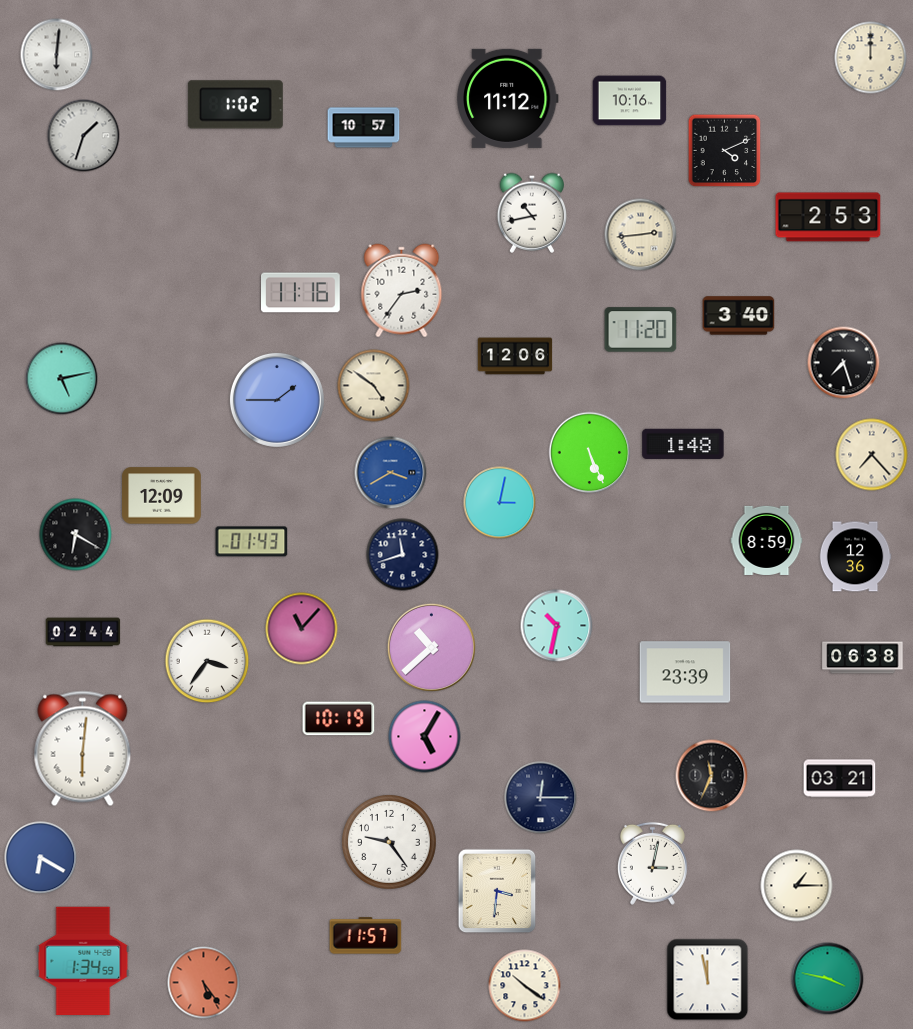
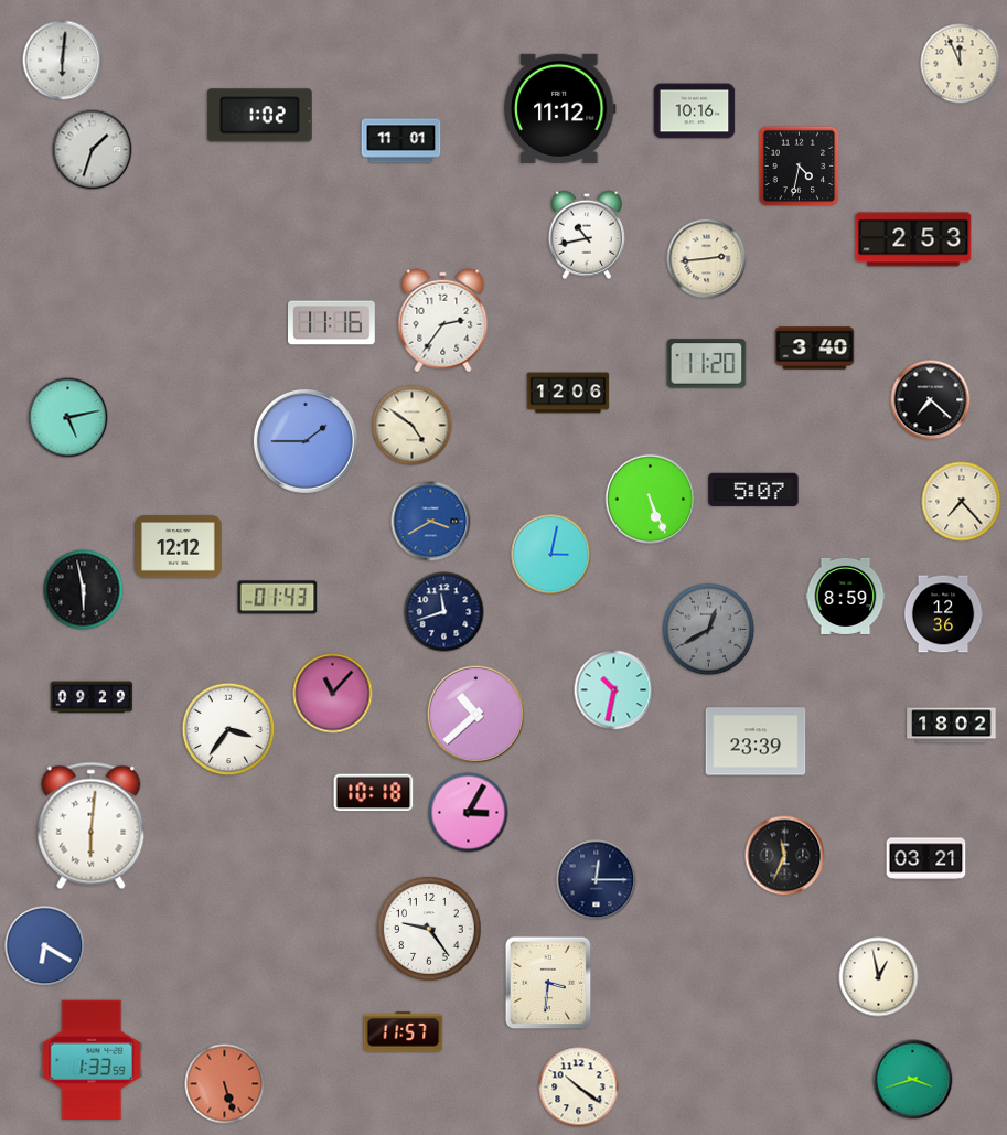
clock at (871, 58): 12:00 -> 11:56
clock at (364, 128): 10:57 -> 11:01
clock at (725, 151): 4:11 -> 4:32
clock at (844, 363): 7:27 -> 7:22
clock at (683, 443): 1:48 -> 5:07
clock at (162, 496): 12:09 -> 12:12
clock at (76, 535): 6:20 -> 5:58
clock at (709, 630): none -> 12:40
clock at (83, 632): 02:44 -> 09:29
clock at (863, 658): 06:38 -> 18:02
clock at (339, 719): 10:19 -> 10:18
clock at (425, 737): 5:05 -> 3:05
clock at (652, 863): 3:02 -> none
clock at (797, 886): 1:15 -> 12:58
clock at (83, 961): 1:34 -> 1:33
clock at (828, 979): 3:47 -> 3:42
clock at (708, 980): 11:58 -> none
clock at (204, 983): 5:24 -> 5:27
